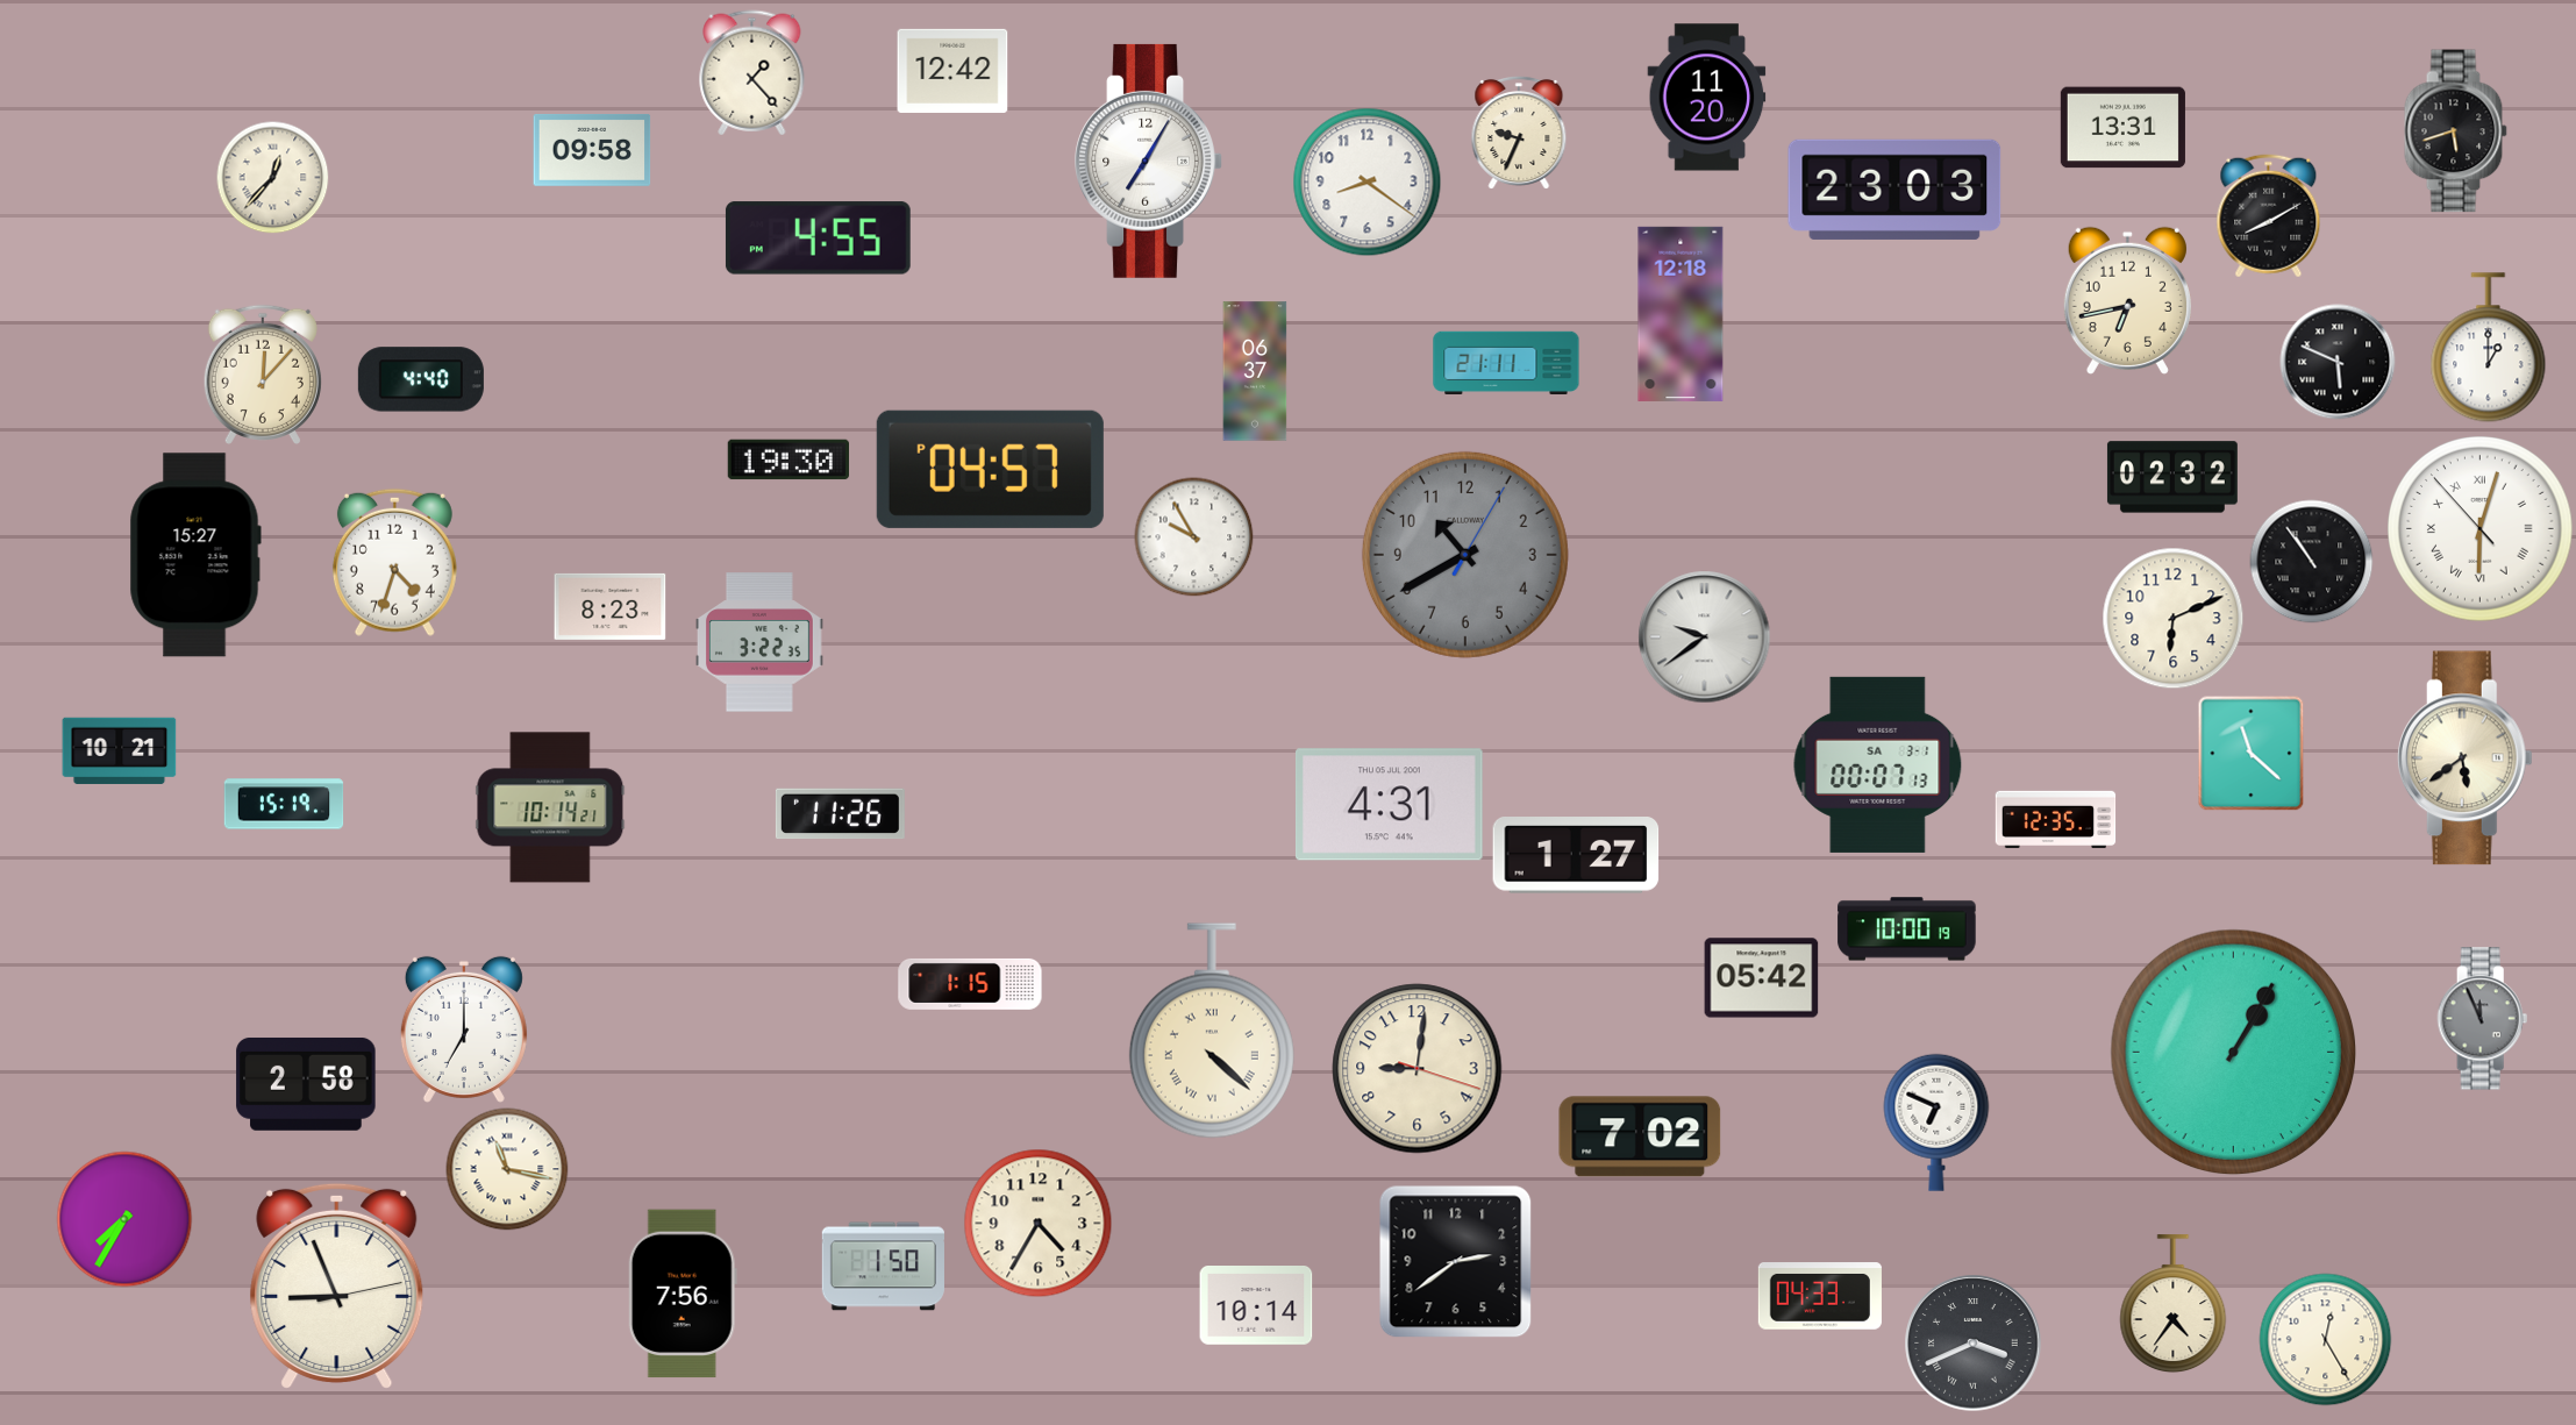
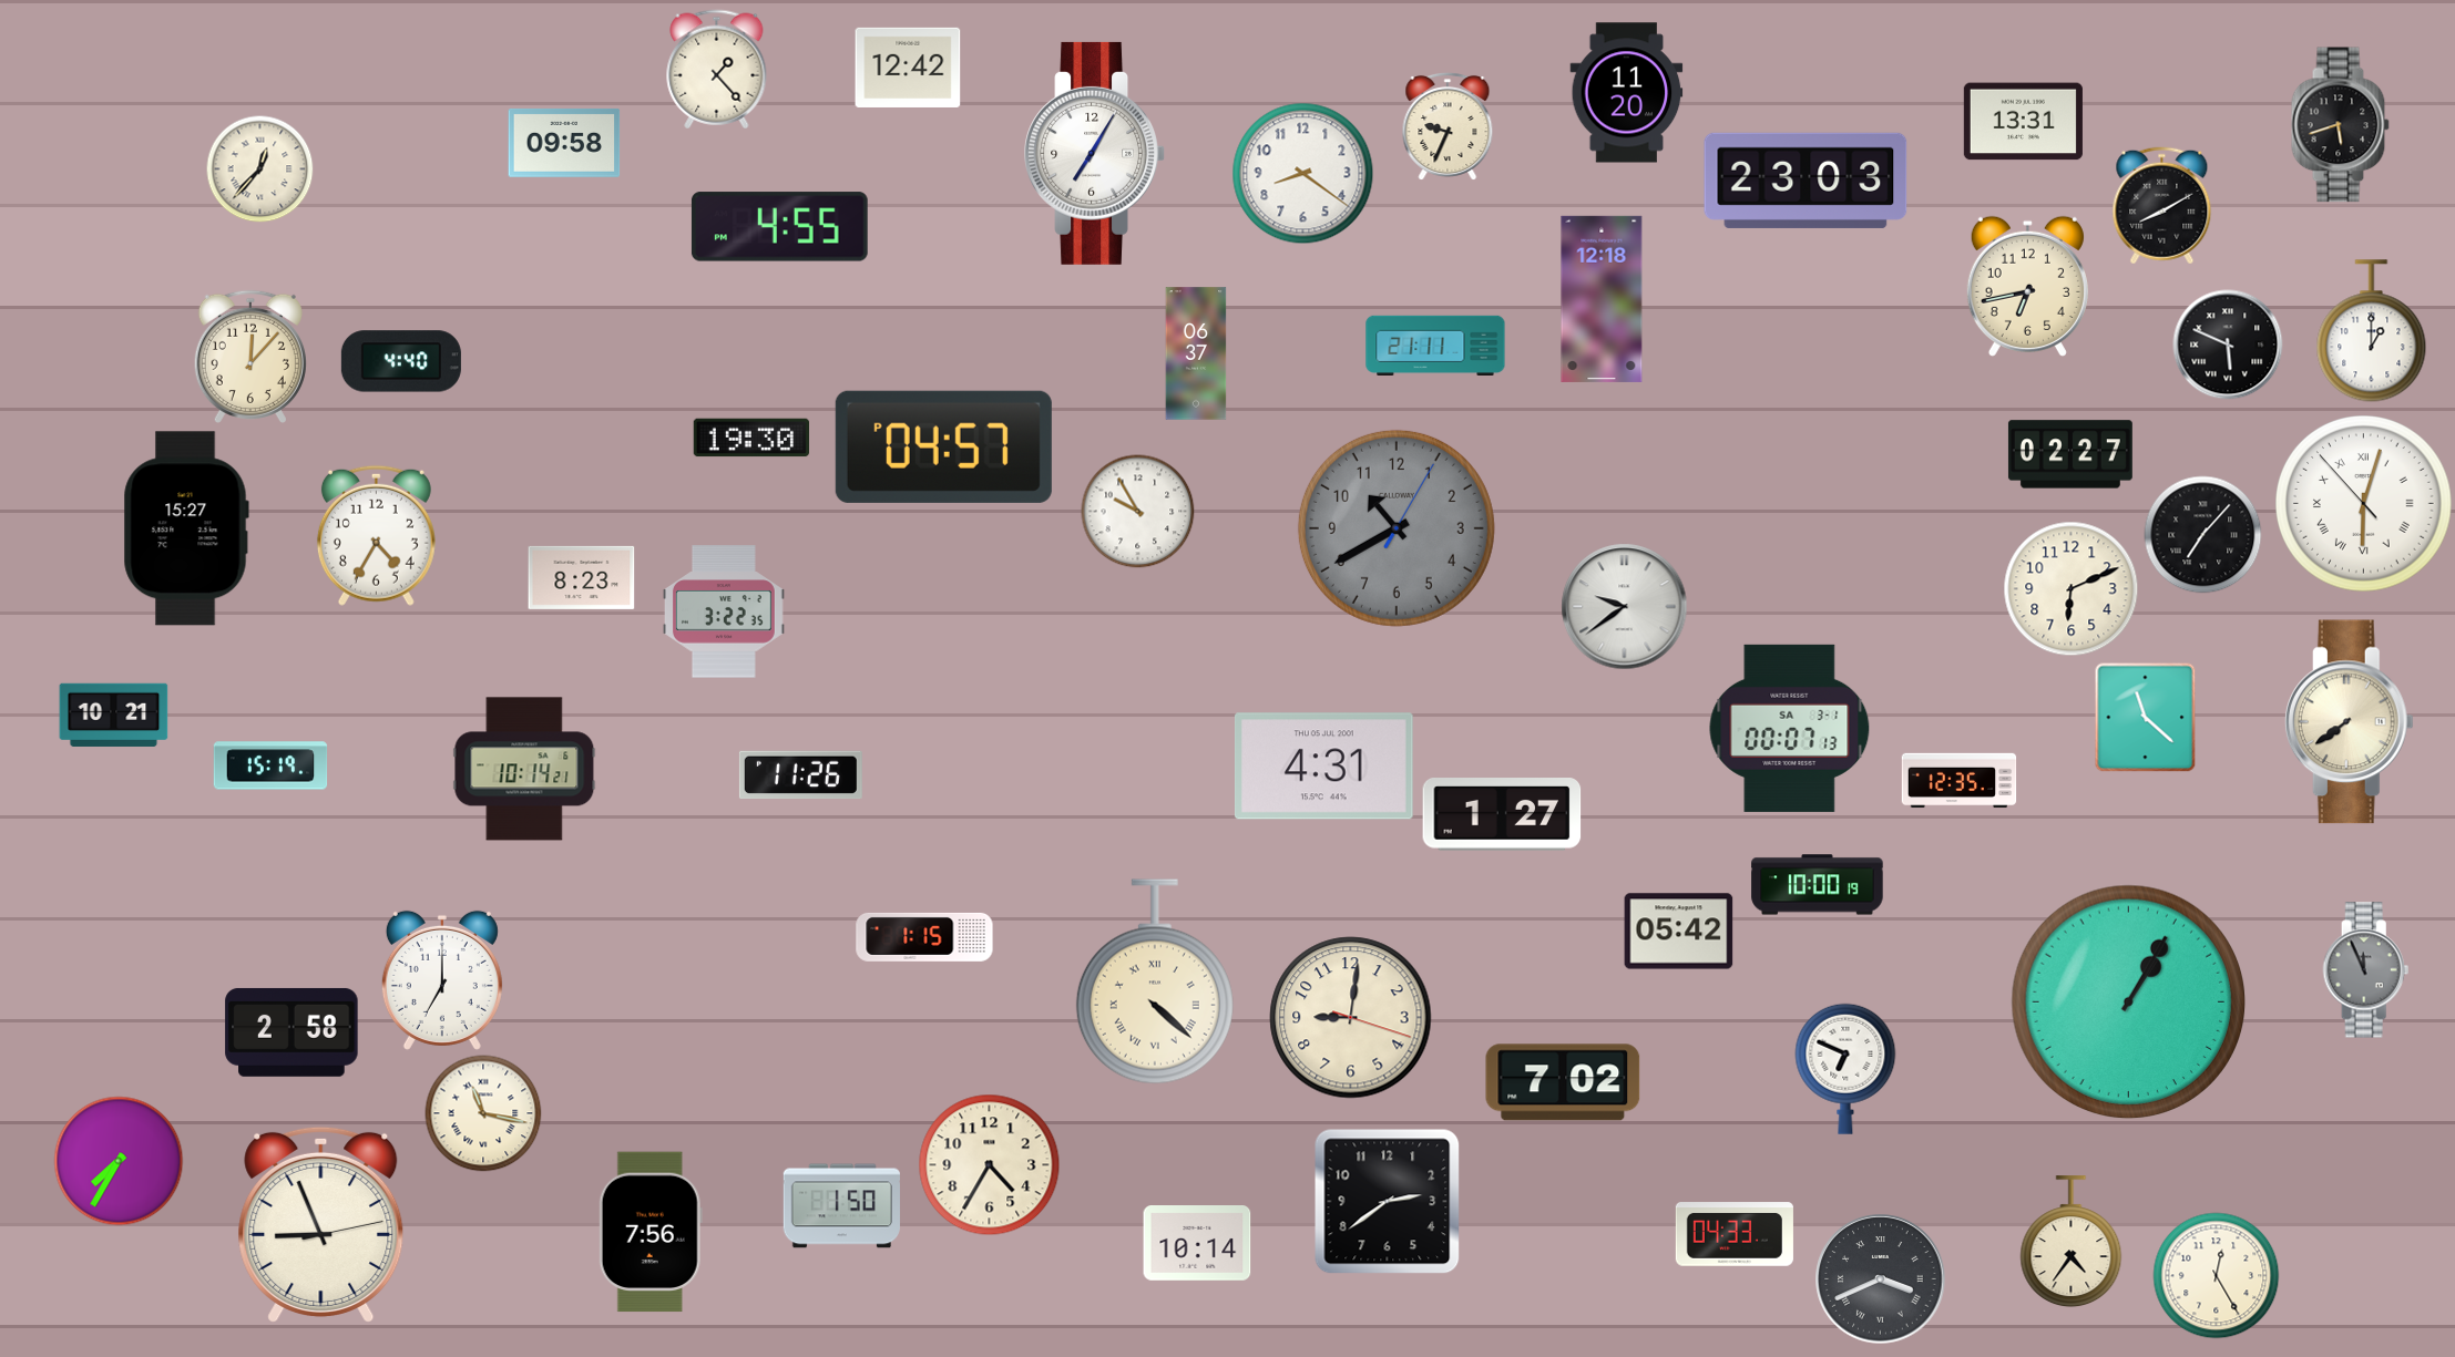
clock at (2172, 477): 02:32 -> 02:27
clock at (394, 562): 4:33 -> 4:35
clock at (2312, 562): 10:54 -> 7:07
clock at (2464, 758): 5:39 -> 7:39
